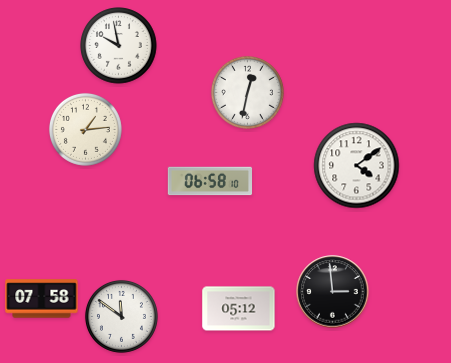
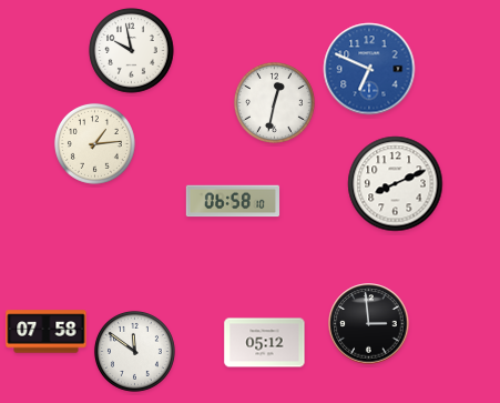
clock at (369, 69): none -> 6:49
clock at (357, 166): 4:09 -> 8:11
